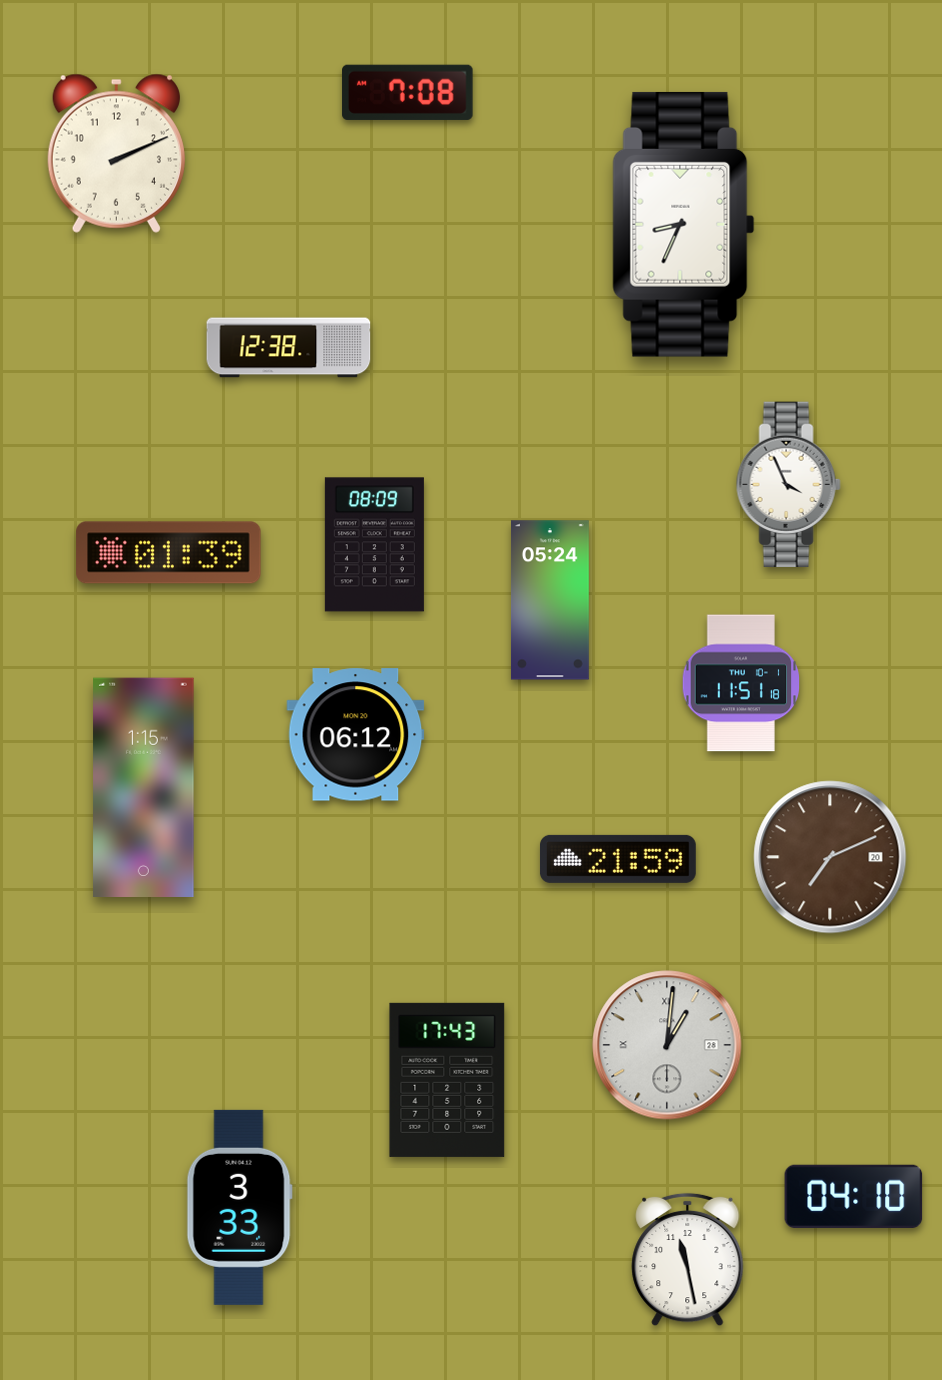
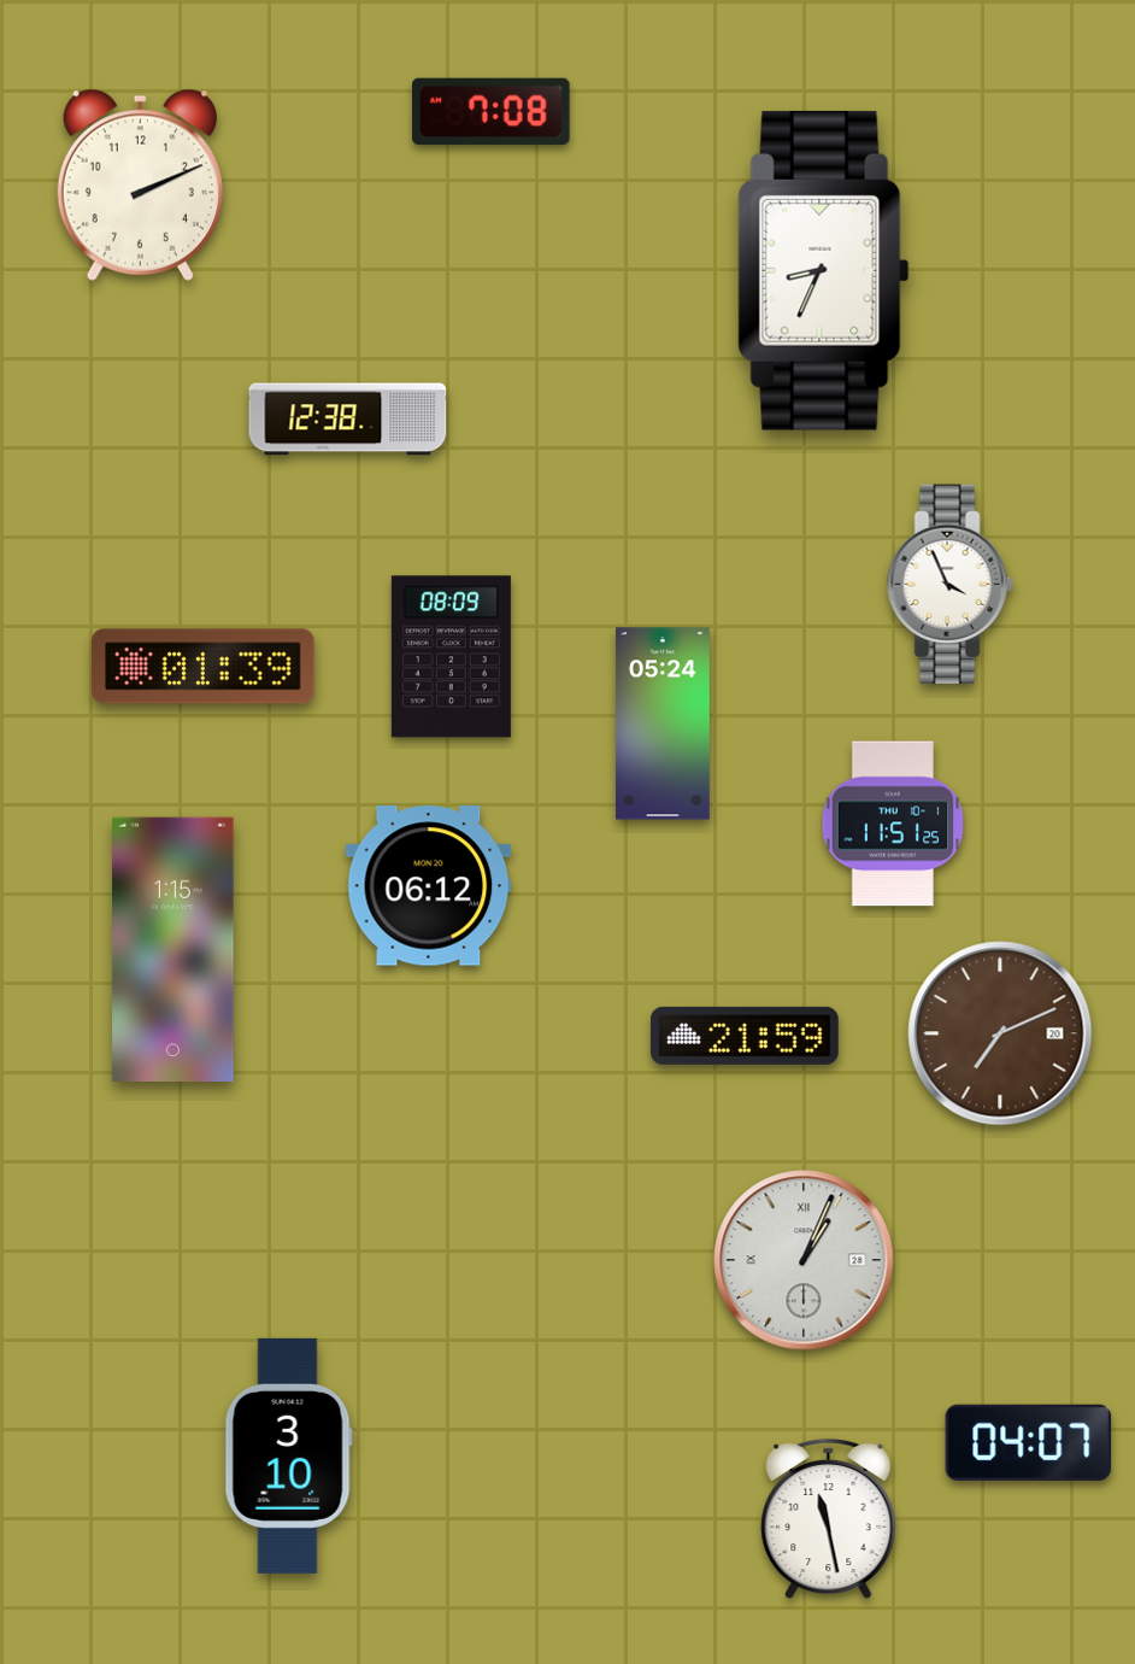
clock at (741, 683): 11:51:18 -> 11:51:25
clock at (667, 1045): 1:01 -> 1:04
clock at (447, 1080): 17:43 -> none
clock at (854, 1196): 04:10 -> 04:07
clock at (239, 1207): 3:33 -> 3:10
